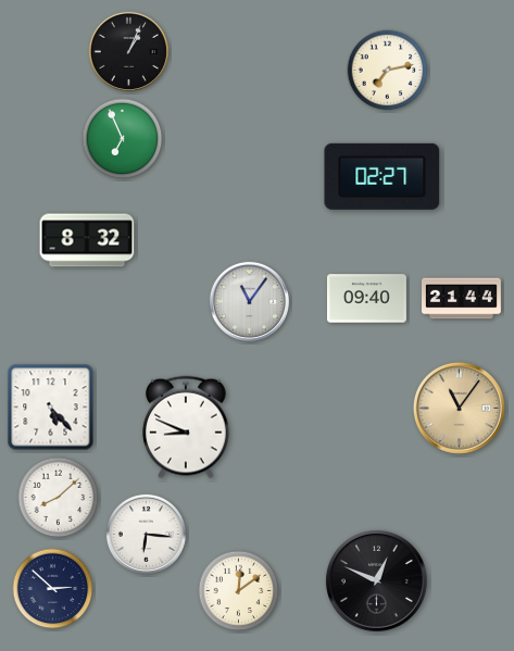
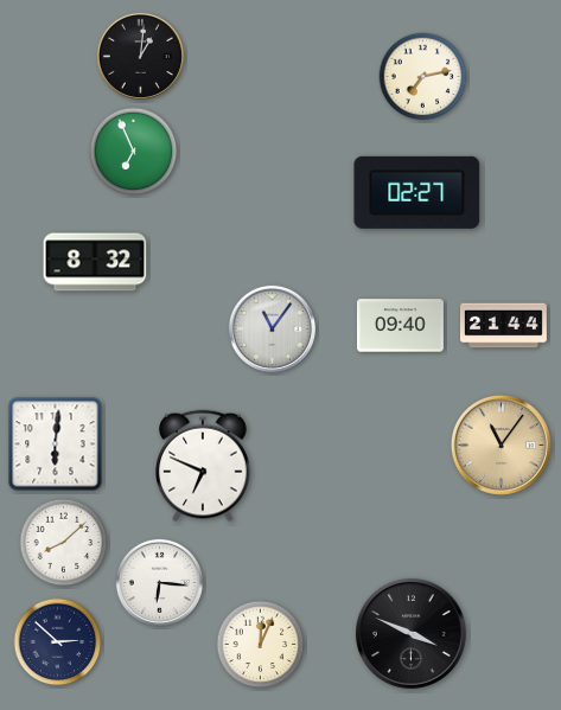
clock at (128, 51): 1:04 -> 1:01
clock at (51, 408): 5:23 -> 6:01
clock at (186, 427): 8:49 -> 6:49
clock at (377, 581): 12:49 -> 3:49
clock at (239, 591): 12:09 -> 12:04
